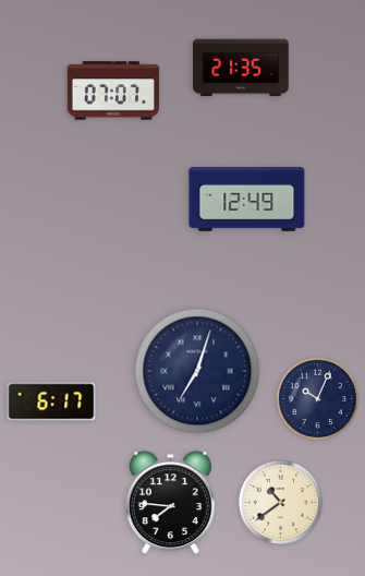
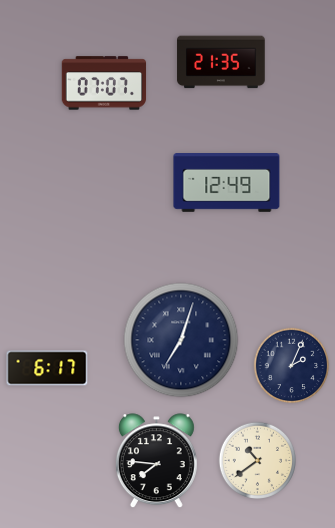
clock at (318, 399): 10:04 -> 2:04
